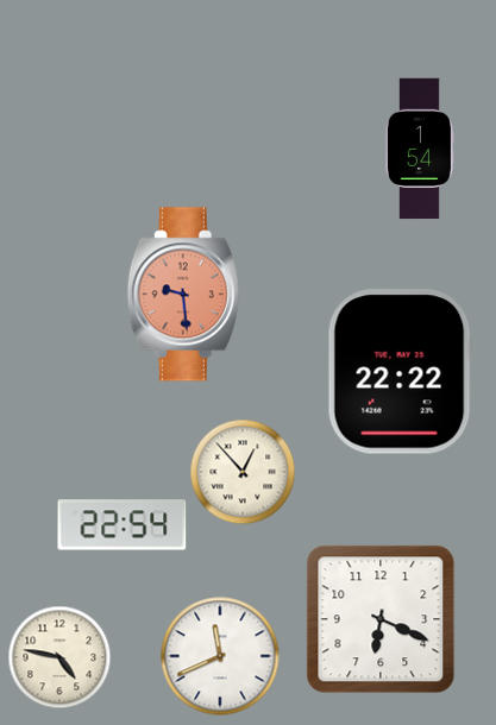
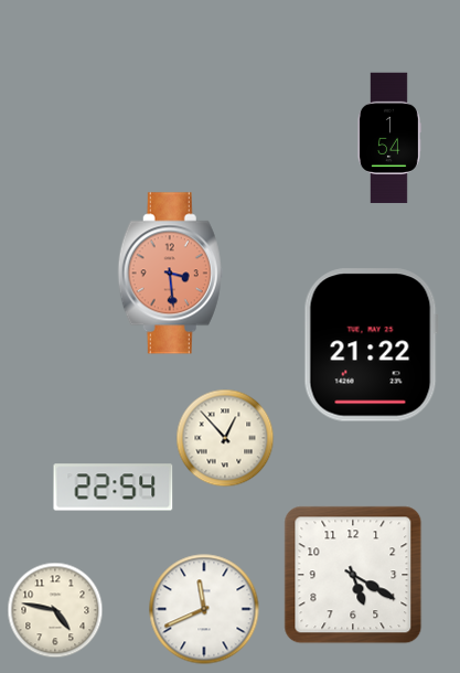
clock at (183, 295): 9:29 -> 3:29
clock at (400, 372): 22:22 -> 21:22
clock at (381, 619): 6:19 -> 5:20
